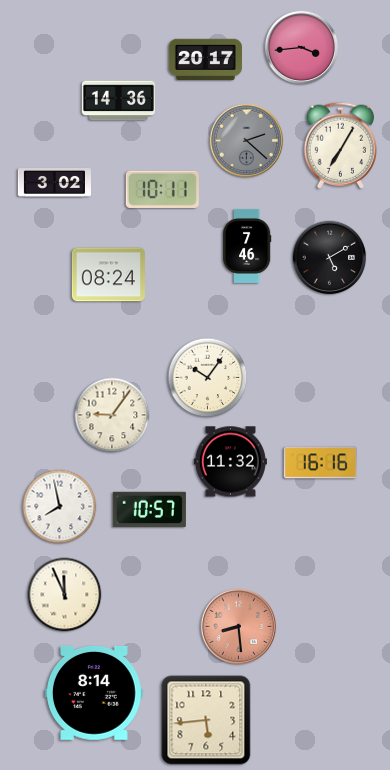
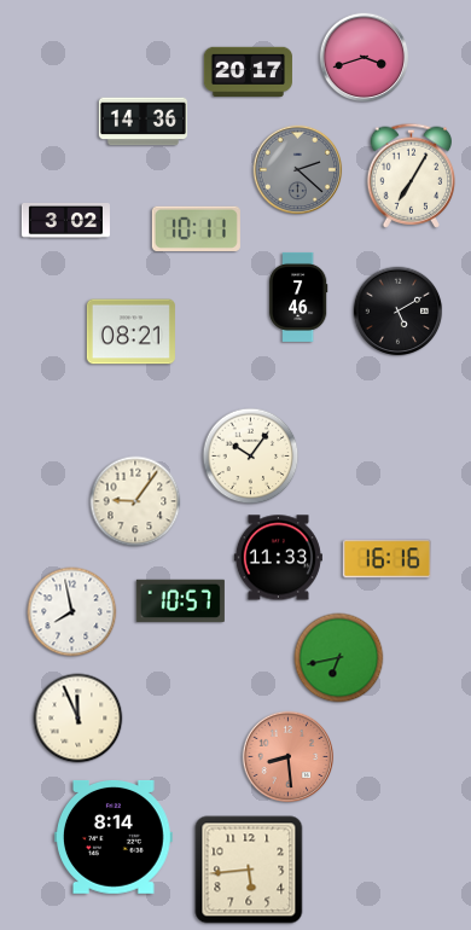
clock at (302, 48): 3:44 -> 3:42
clock at (108, 275): 08:24 -> 08:21
clock at (230, 462): 11:32 -> 11:33
clock at (149, 509) position: (149, 509) -> (180, 600)
clock at (339, 658): none -> 6:43
